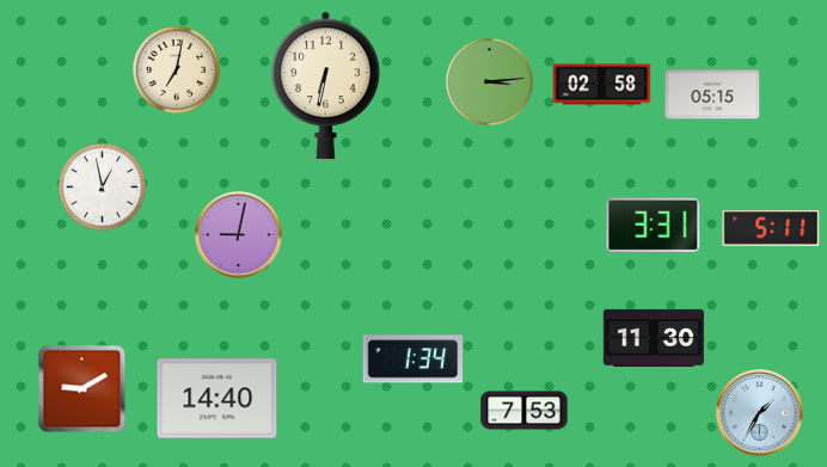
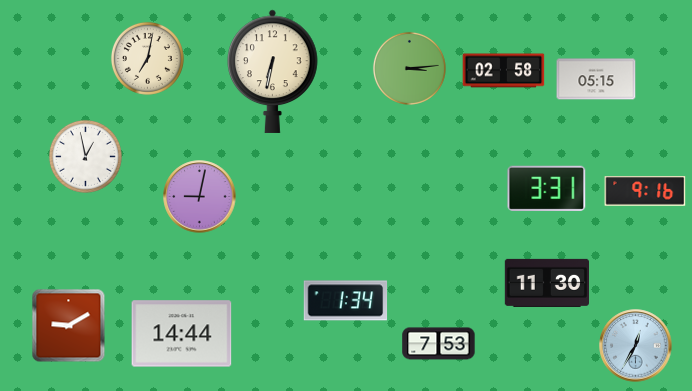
clock at (771, 228): 5:11 -> 9:16
clock at (218, 399): 14:40 -> 14:44
clock at (760, 413): 1:35 -> 12:35
